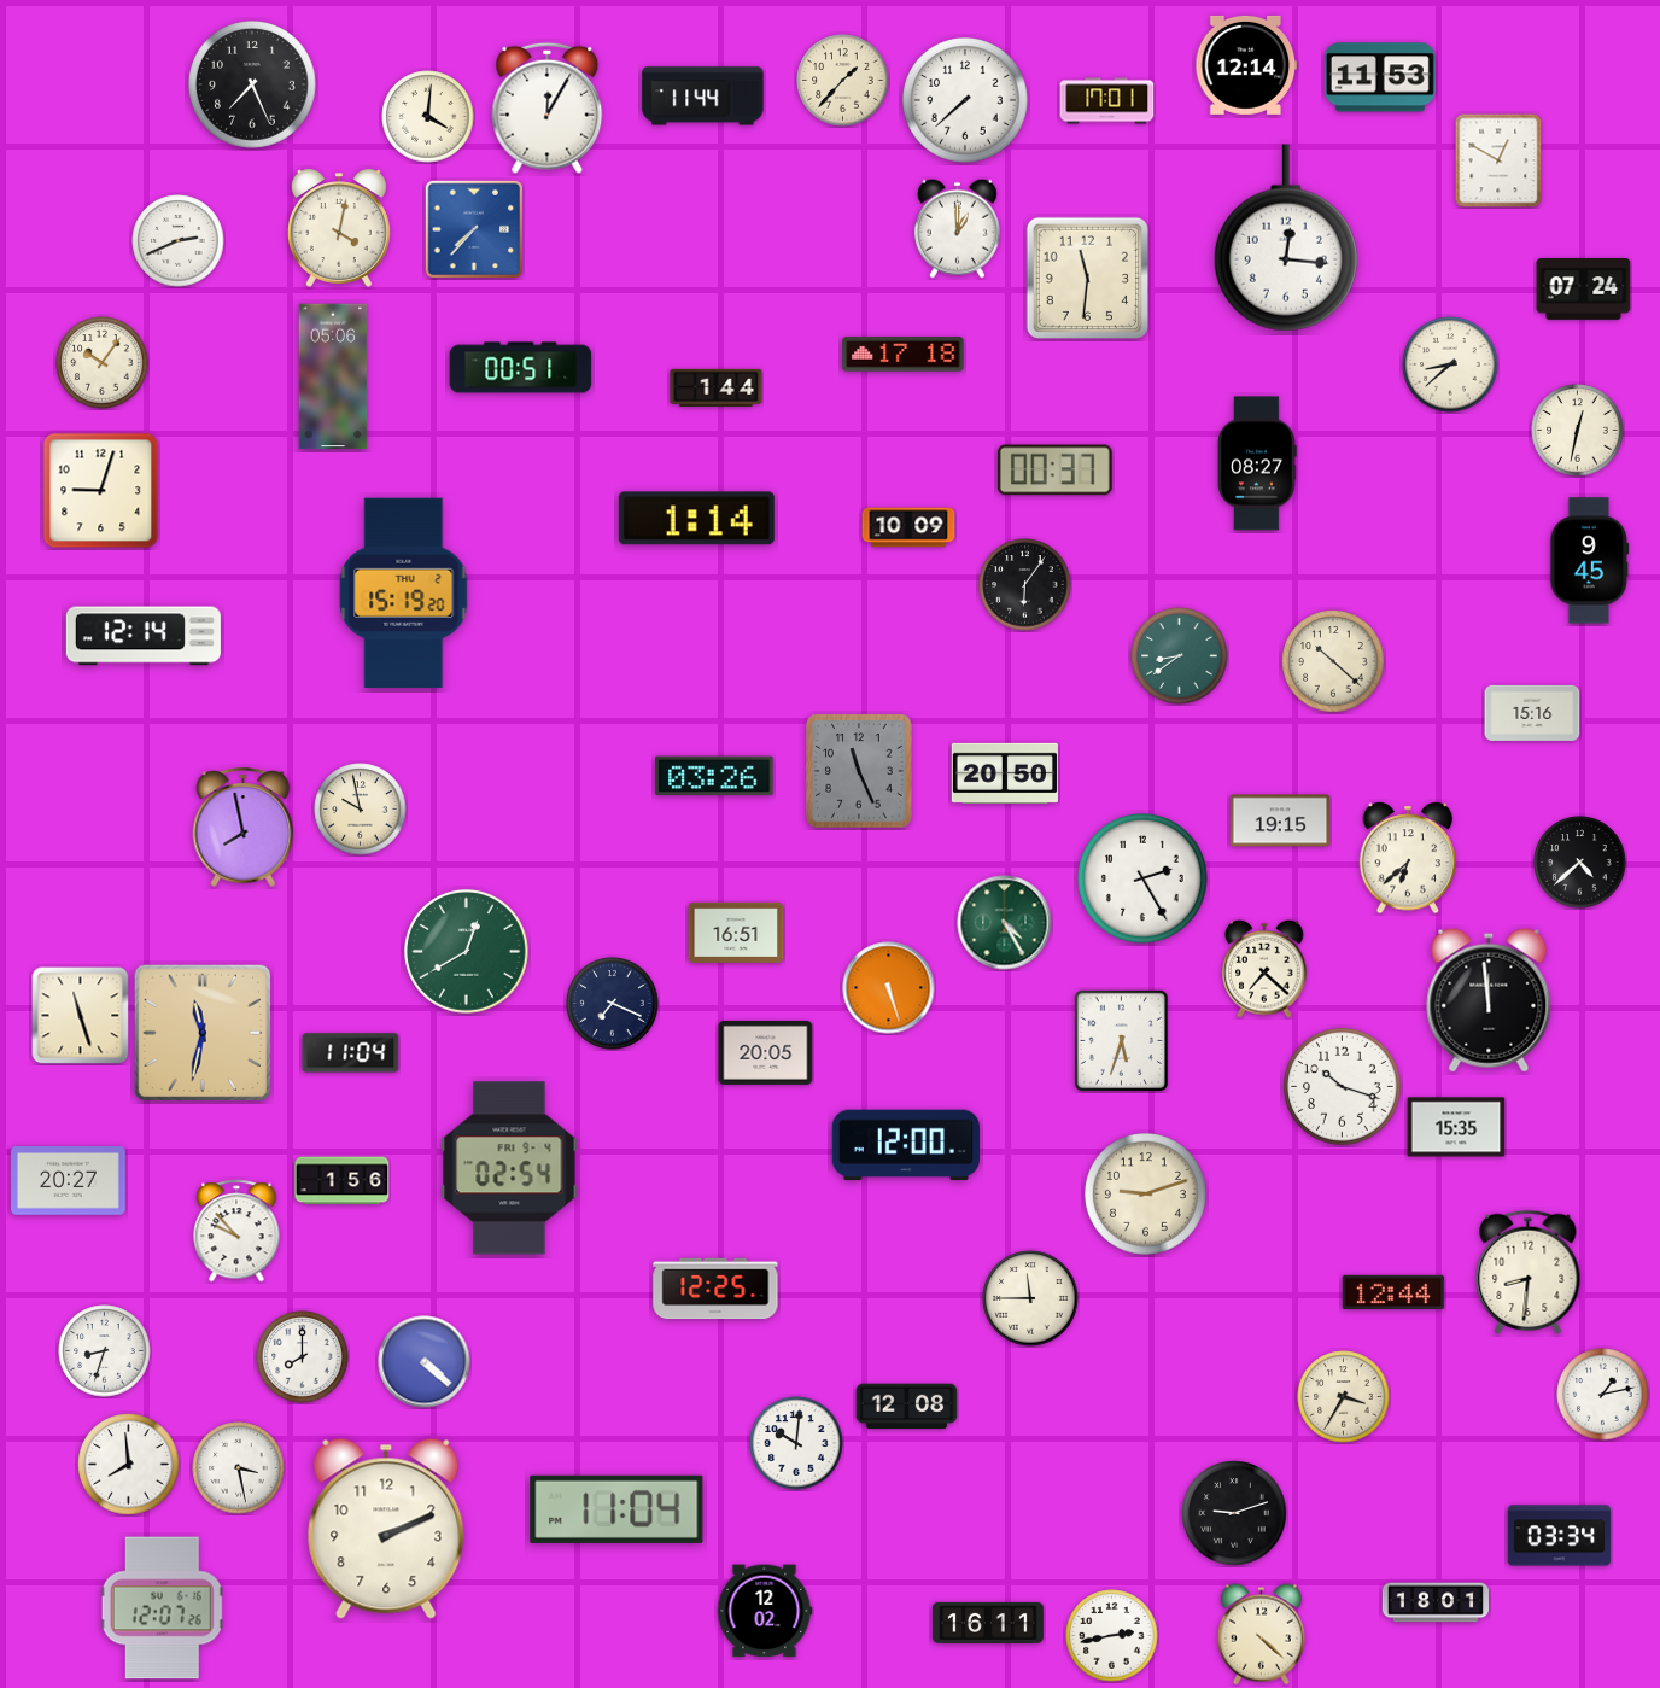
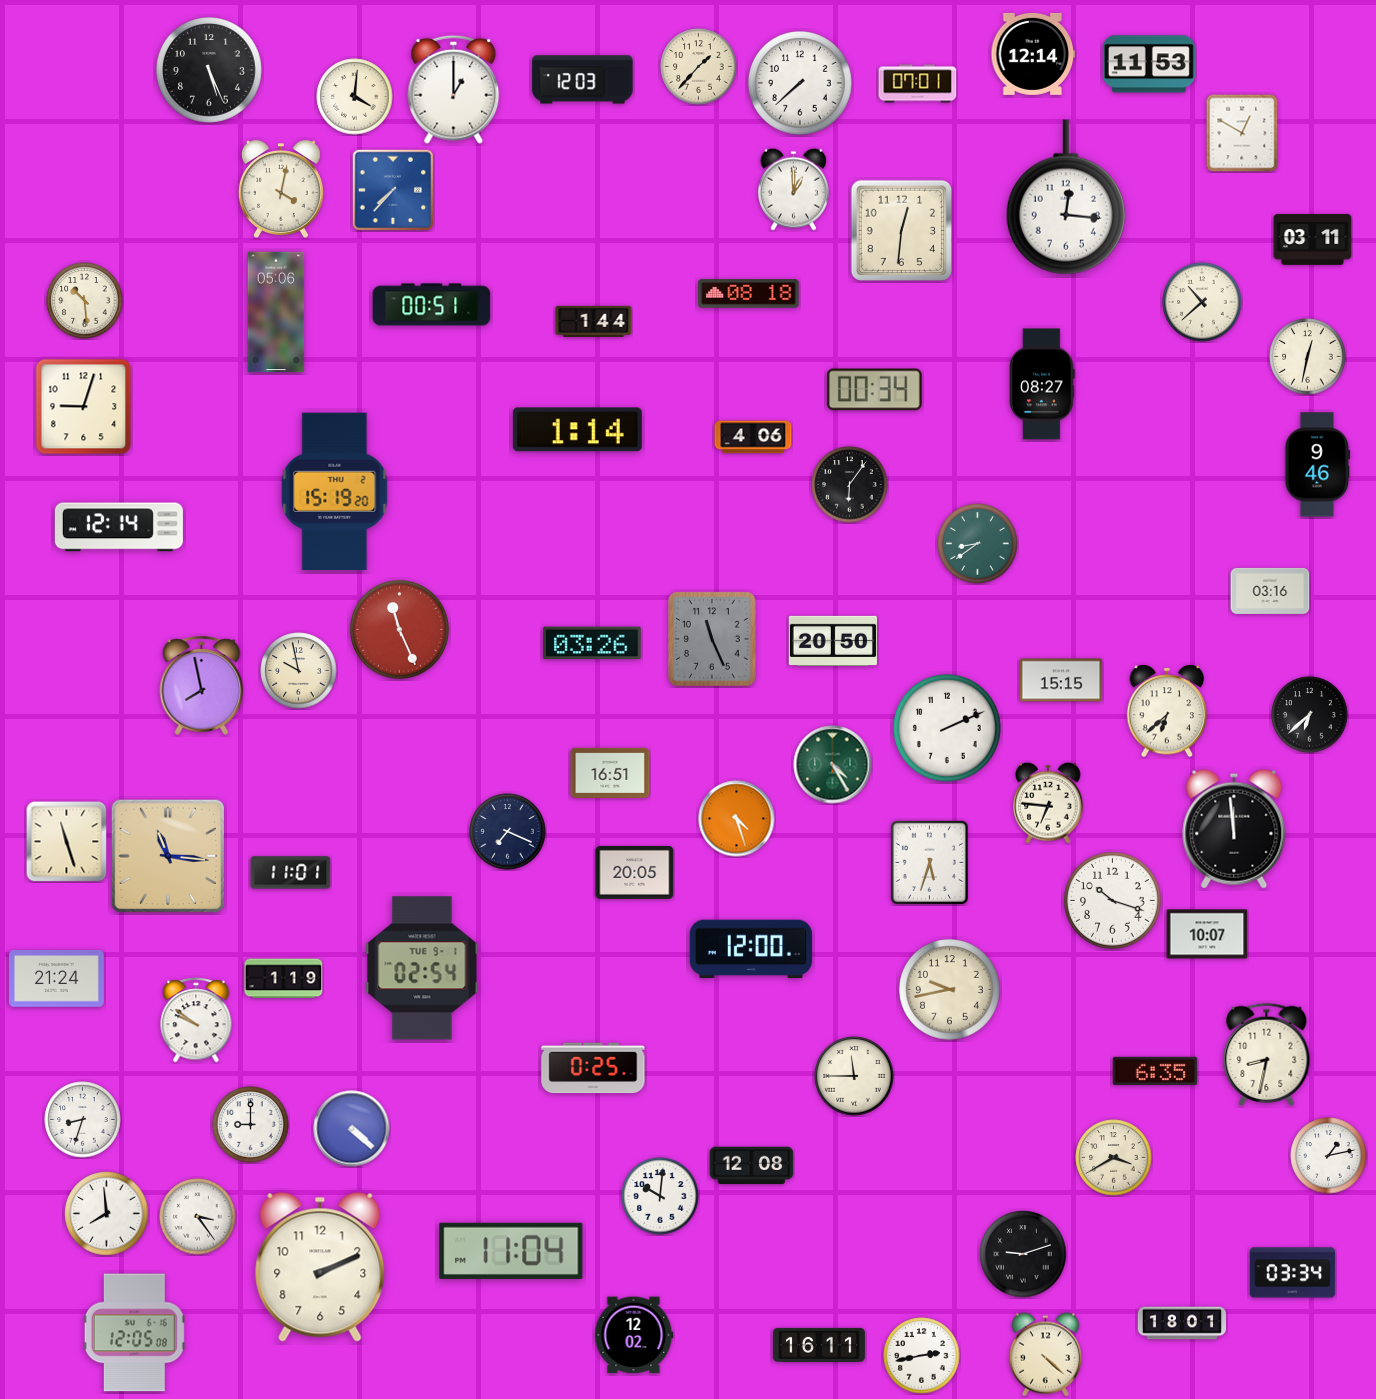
clock at (1380, 77) position: (1380, 77) -> (1149, 64)
clock at (253, 86): 7:26 -> 5:26
clock at (703, 97): 11:44 -> 12:03
clock at (1107, 101): 17:01 -> 07:01
clock at (548, 107): 12:05 -> 1:00
clock at (179, 241): 2:41 -> none
clock at (1087, 278): 11:31 -> 12:31
clock at (1584, 290): 07:24 -> 03:11
clock at (904, 355): 17:18 -> 08:18
clock at (103, 363): 10:06 -> 10:29
clock at (1450, 364): 8:38 -> 10:38
clock at (1054, 471): 00:37 -> 00:34
clock at (908, 527): 10:09 -> 4:06
clock at (1590, 561): 9:45 -> 9:46
clock at (1333, 661): 10:22 -> none
clock at (1532, 713): 15:16 -> 03:16
clock at (400, 630): none -> 11:26
clock at (1280, 820): 19:15 -> 15:15
clock at (1580, 863): 4:38 -> 6:38
clock at (1144, 880): 2:25 -> 2:11
clock at (467, 952): 12:40 -> none
clock at (1264, 969): 7:22 -> 6:46
clock at (889, 988): 5:27 -> 4:27
clock at (201, 1032): 11:32 -> 11:16
clock at (351, 1053): 11:04 -> 11:01
clock at (1456, 1127): 15:35 -> 10:07
clock at (509, 1168) date: FRI 9-4 -> TUE 9-1
clock at (69, 1181): 20:27 -> 21:24
clock at (343, 1181): 1:56 -> 1:19
clock at (1146, 1195): 9:12 -> 9:43
clock at (236, 1231): 9:53 -> 9:51
clock at (1529, 1272): 8:31 -> 8:32
clock at (715, 1289): 12:25 -> 0:25
clock at (1393, 1292): 12:44 -> 6:35
clock at (105, 1351) position: (105, 1351) -> (83, 1120)
clock at (303, 1357): 8:00 -> 9:00
clock at (1344, 1397): 3:35 -> 3:40
clock at (239, 1468): 3:28 -> 3:24
clock at (1434, 1602) position: (1434, 1602) -> (1181, 1323)
clock at (162, 1608): 12:07 -> 12:05
